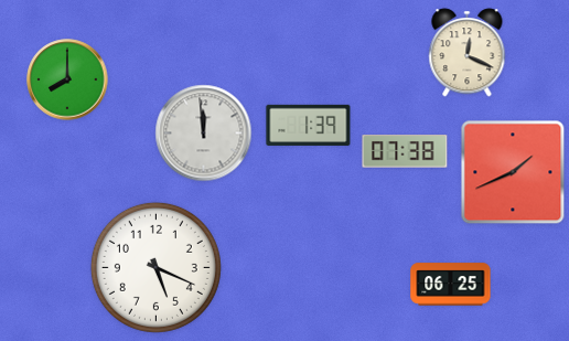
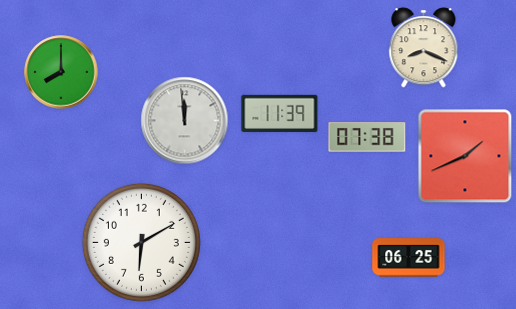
clock at (468, 53): 12:19 -> 8:19
clock at (309, 125): 1:39 -> 11:39
clock at (155, 267): 5:19 -> 6:10
